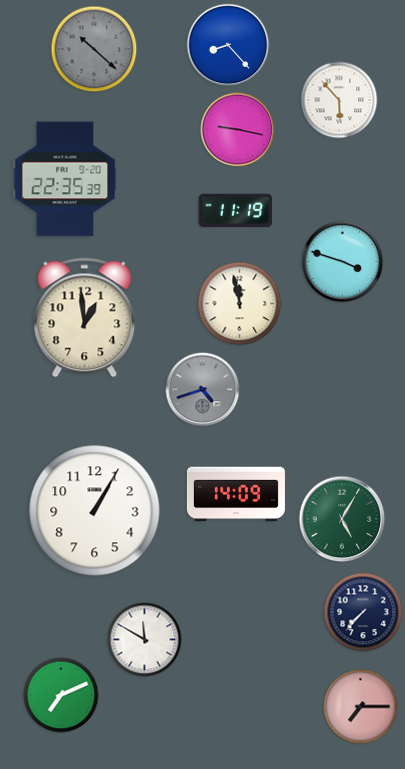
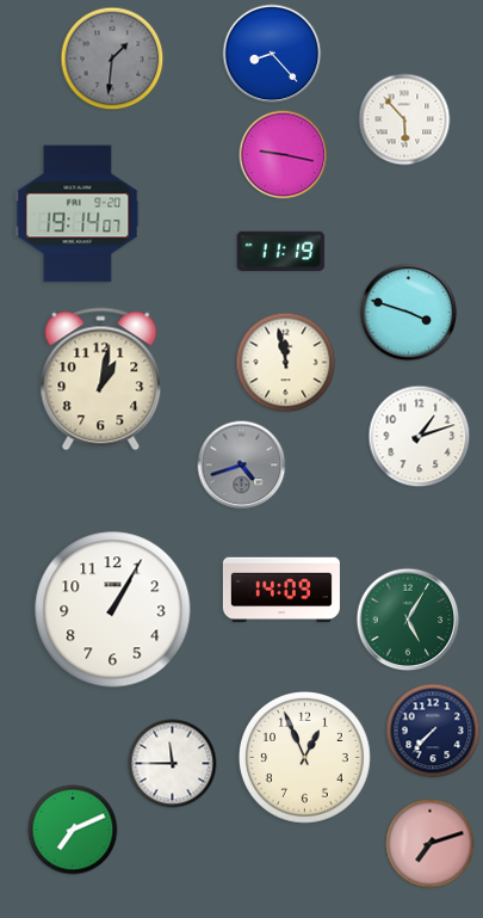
clock at (94, 49): 10:22 -> 1:31
clock at (65, 179): 22:35 -> 19:14
clock at (85, 318): 12:59 -> 1:02
clock at (420, 437): none -> 1:12
clock at (304, 757): none -> 12:56
clock at (145, 640): 11:50 -> 11:45
clock at (361, 707): 7:15 -> 7:12
